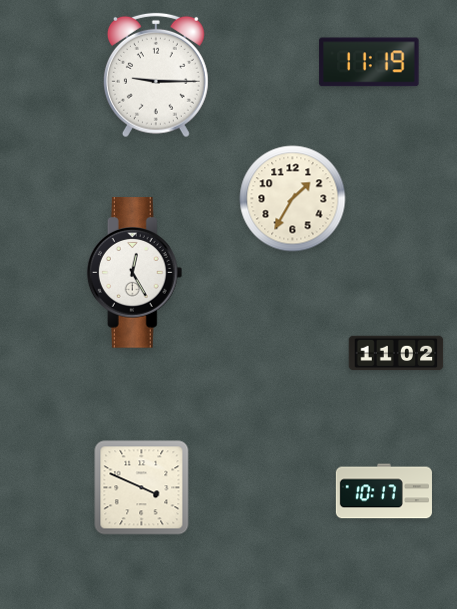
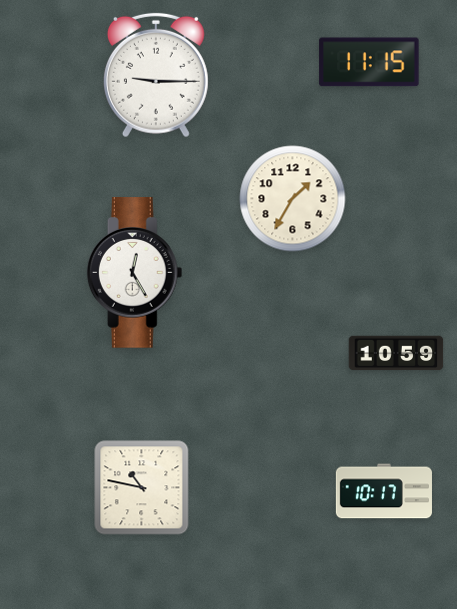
clock at (369, 62): 11:19 -> 11:15
clock at (396, 353): 11:02 -> 10:59
clock at (142, 488): 3:49 -> 10:47
